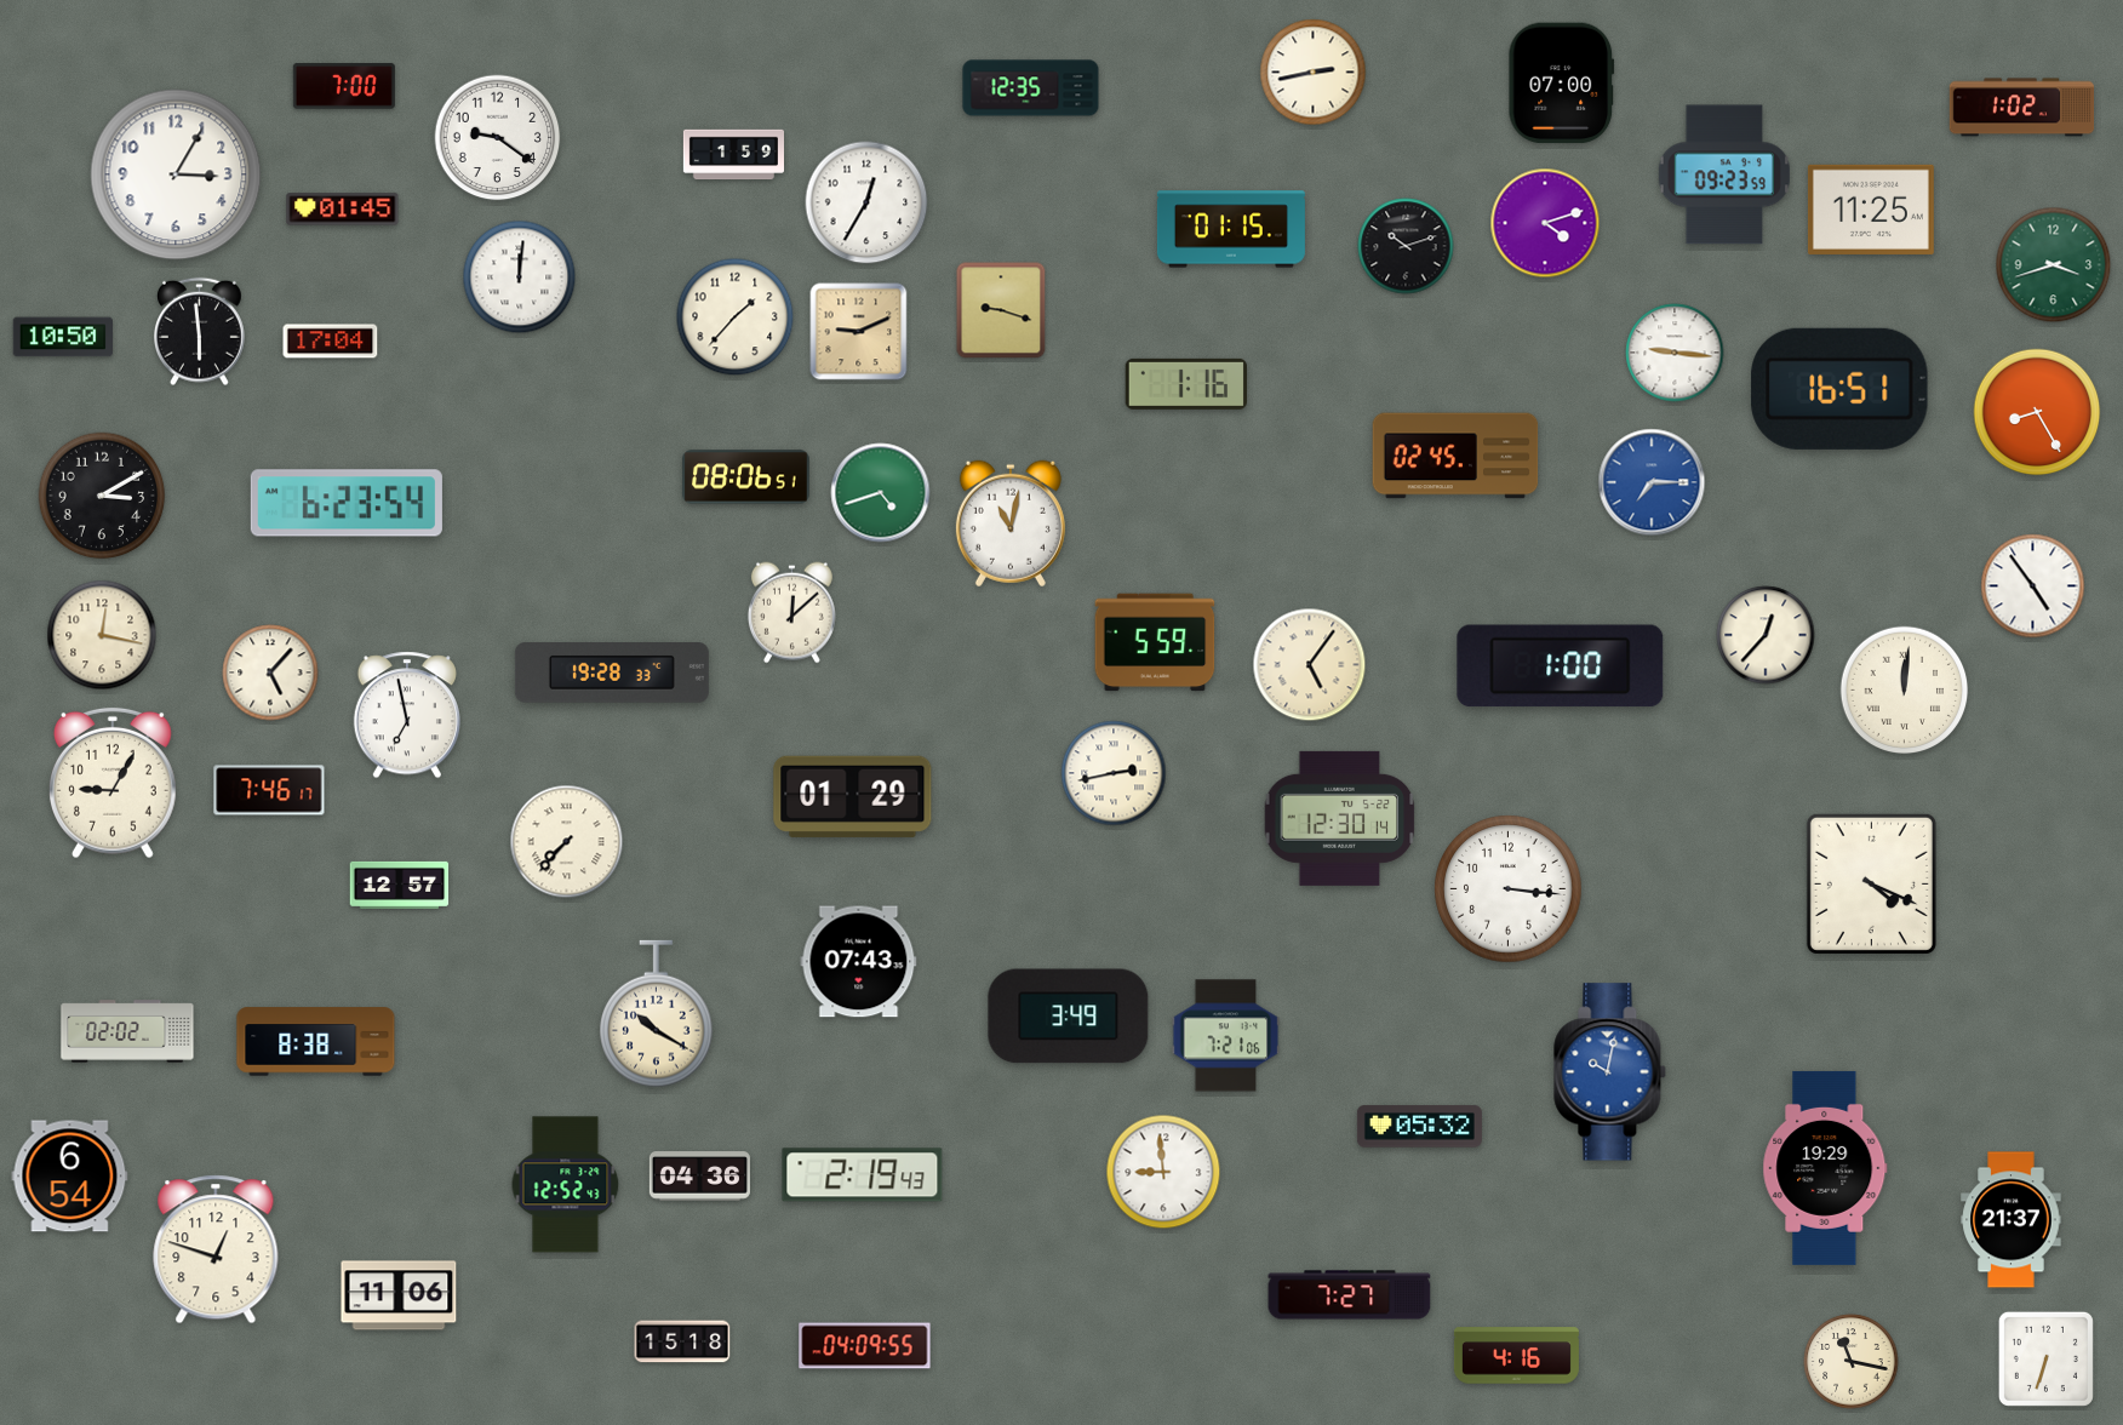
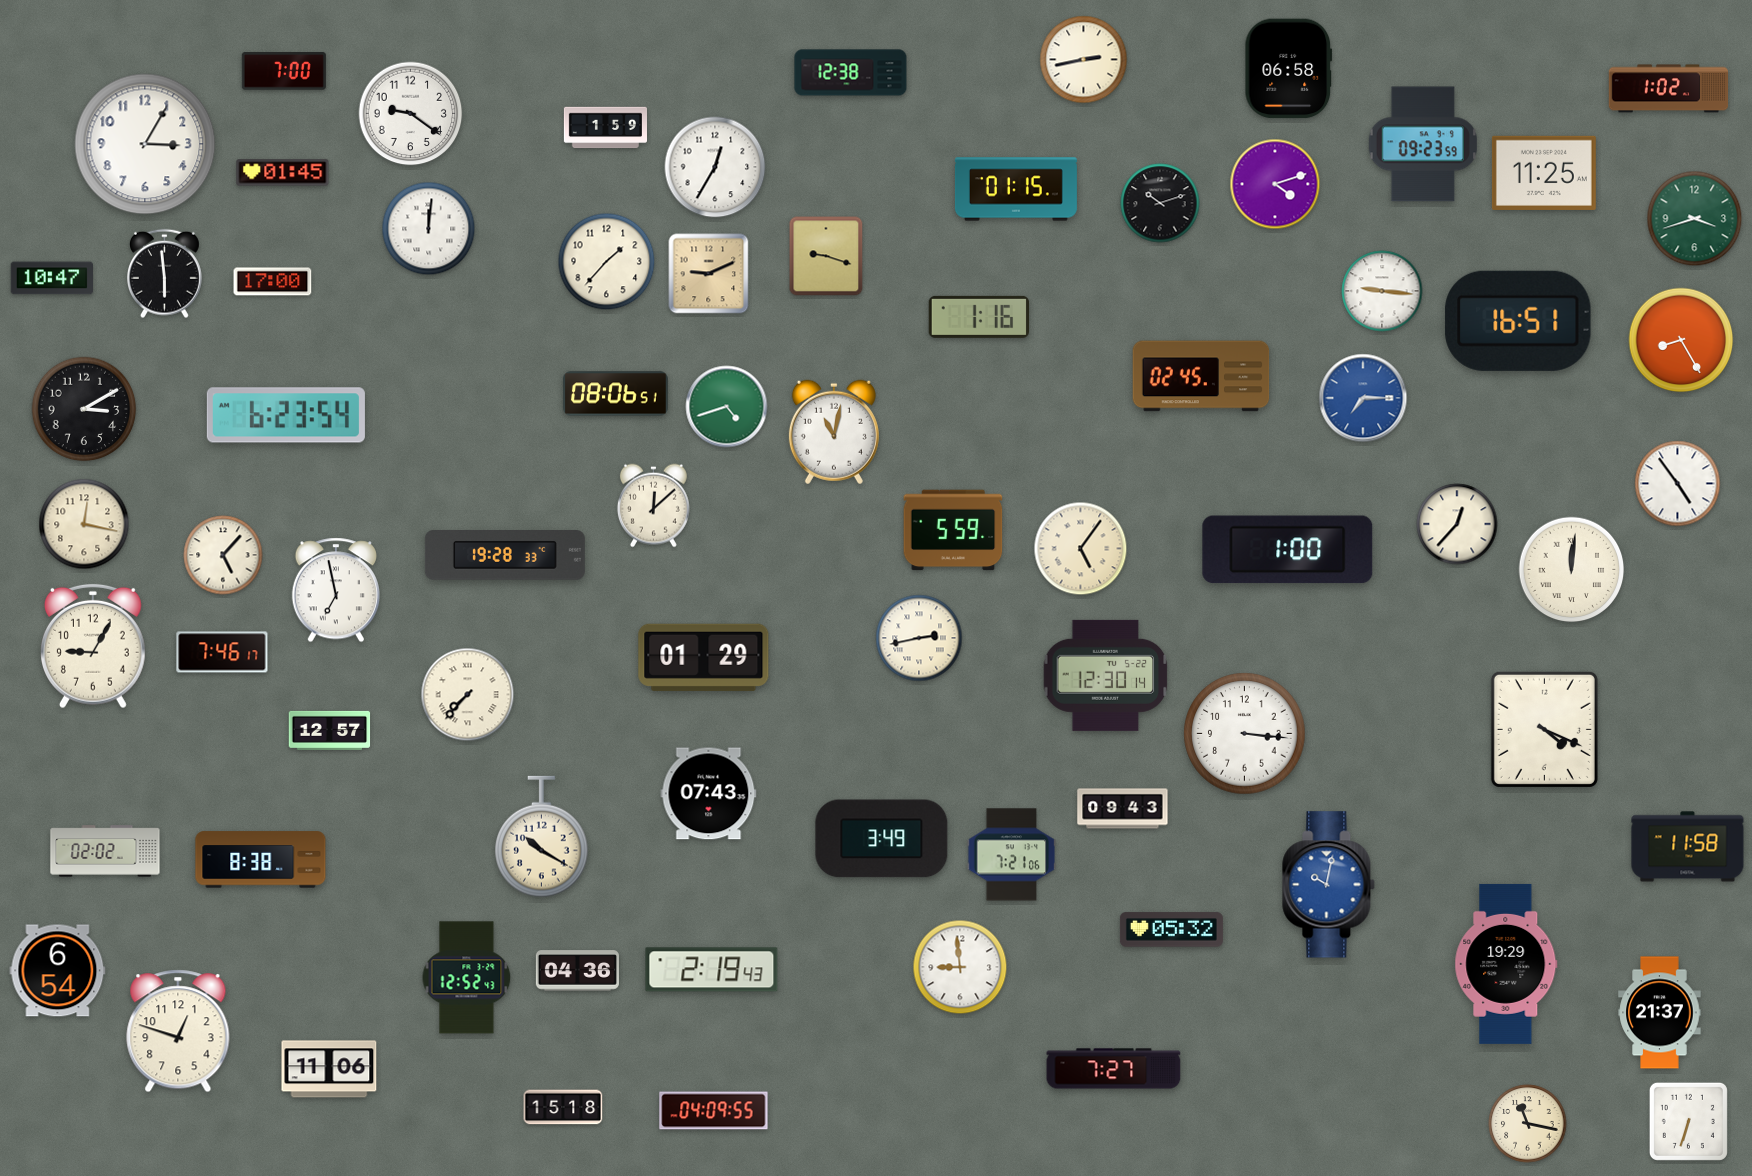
clock at (1562, 84): 07:00 -> 06:58
clock at (1031, 88): 12:35 -> 12:38
clock at (62, 337): 10:50 -> 10:47
clock at (331, 342): 17:04 -> 17:00
clock at (1123, 809): none -> 09:43
clock at (1688, 847): none -> 11:58
clock at (2012, 1220) position: (2012, 1220) -> (1660, 1013)
clock at (1516, 1356): 4:16 -> none
